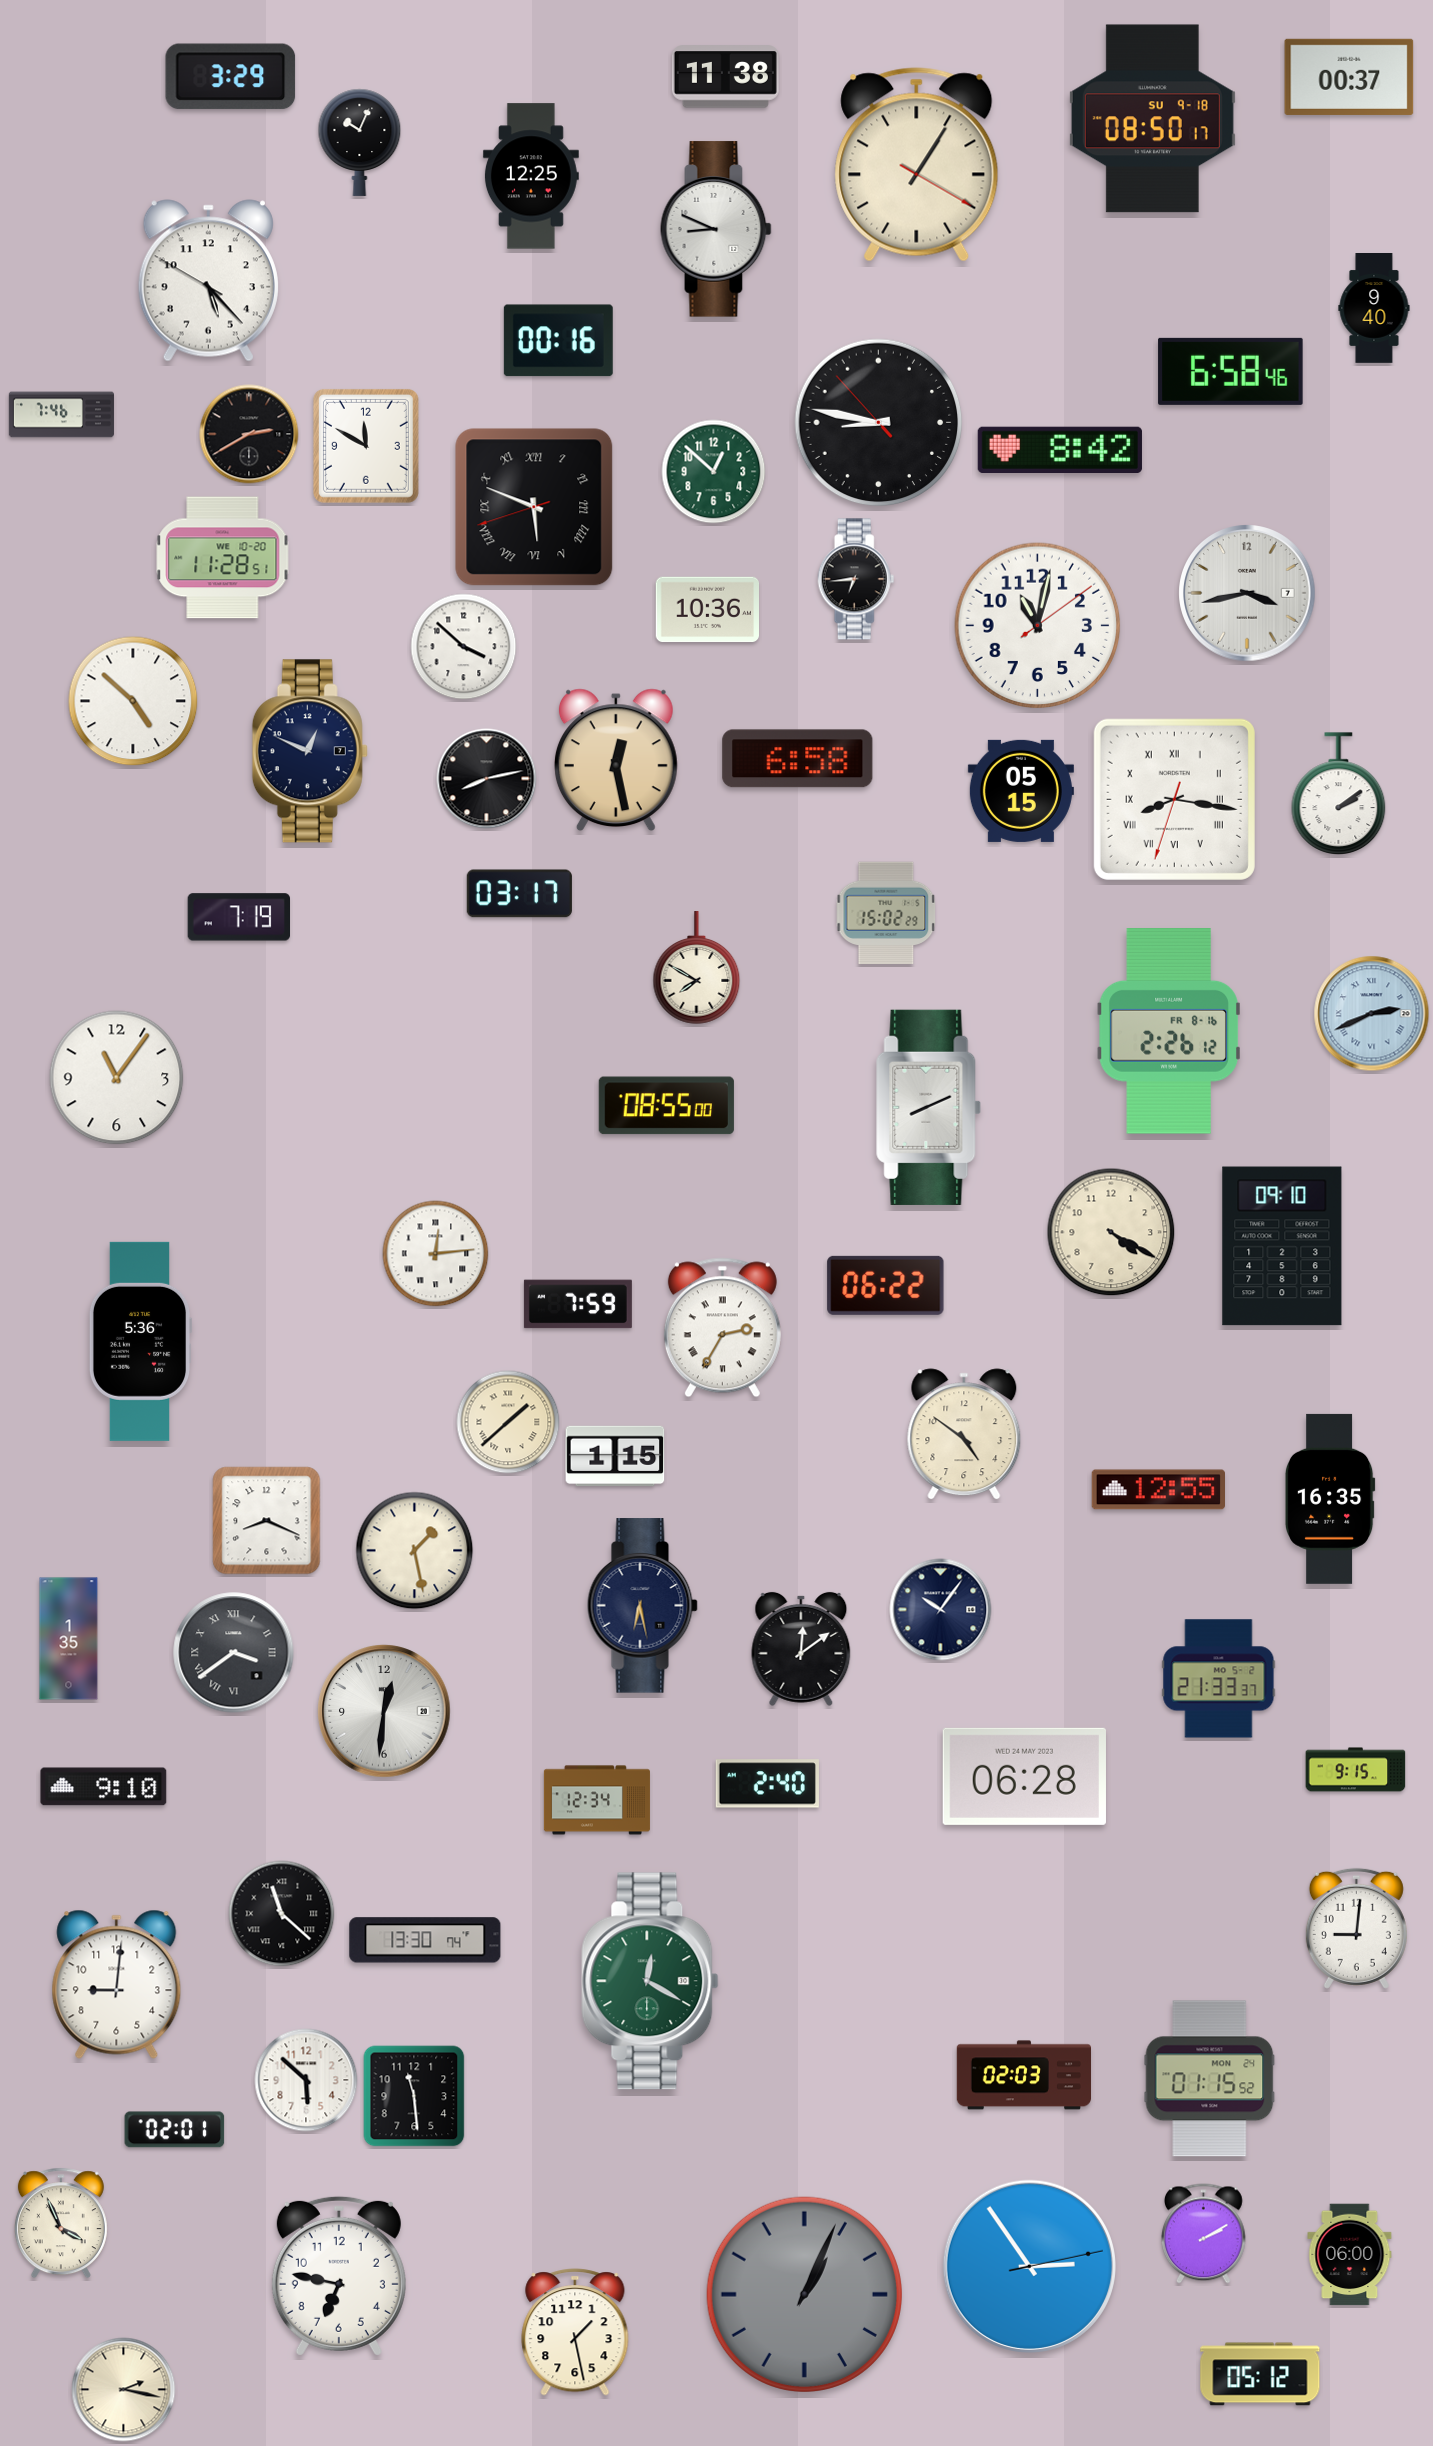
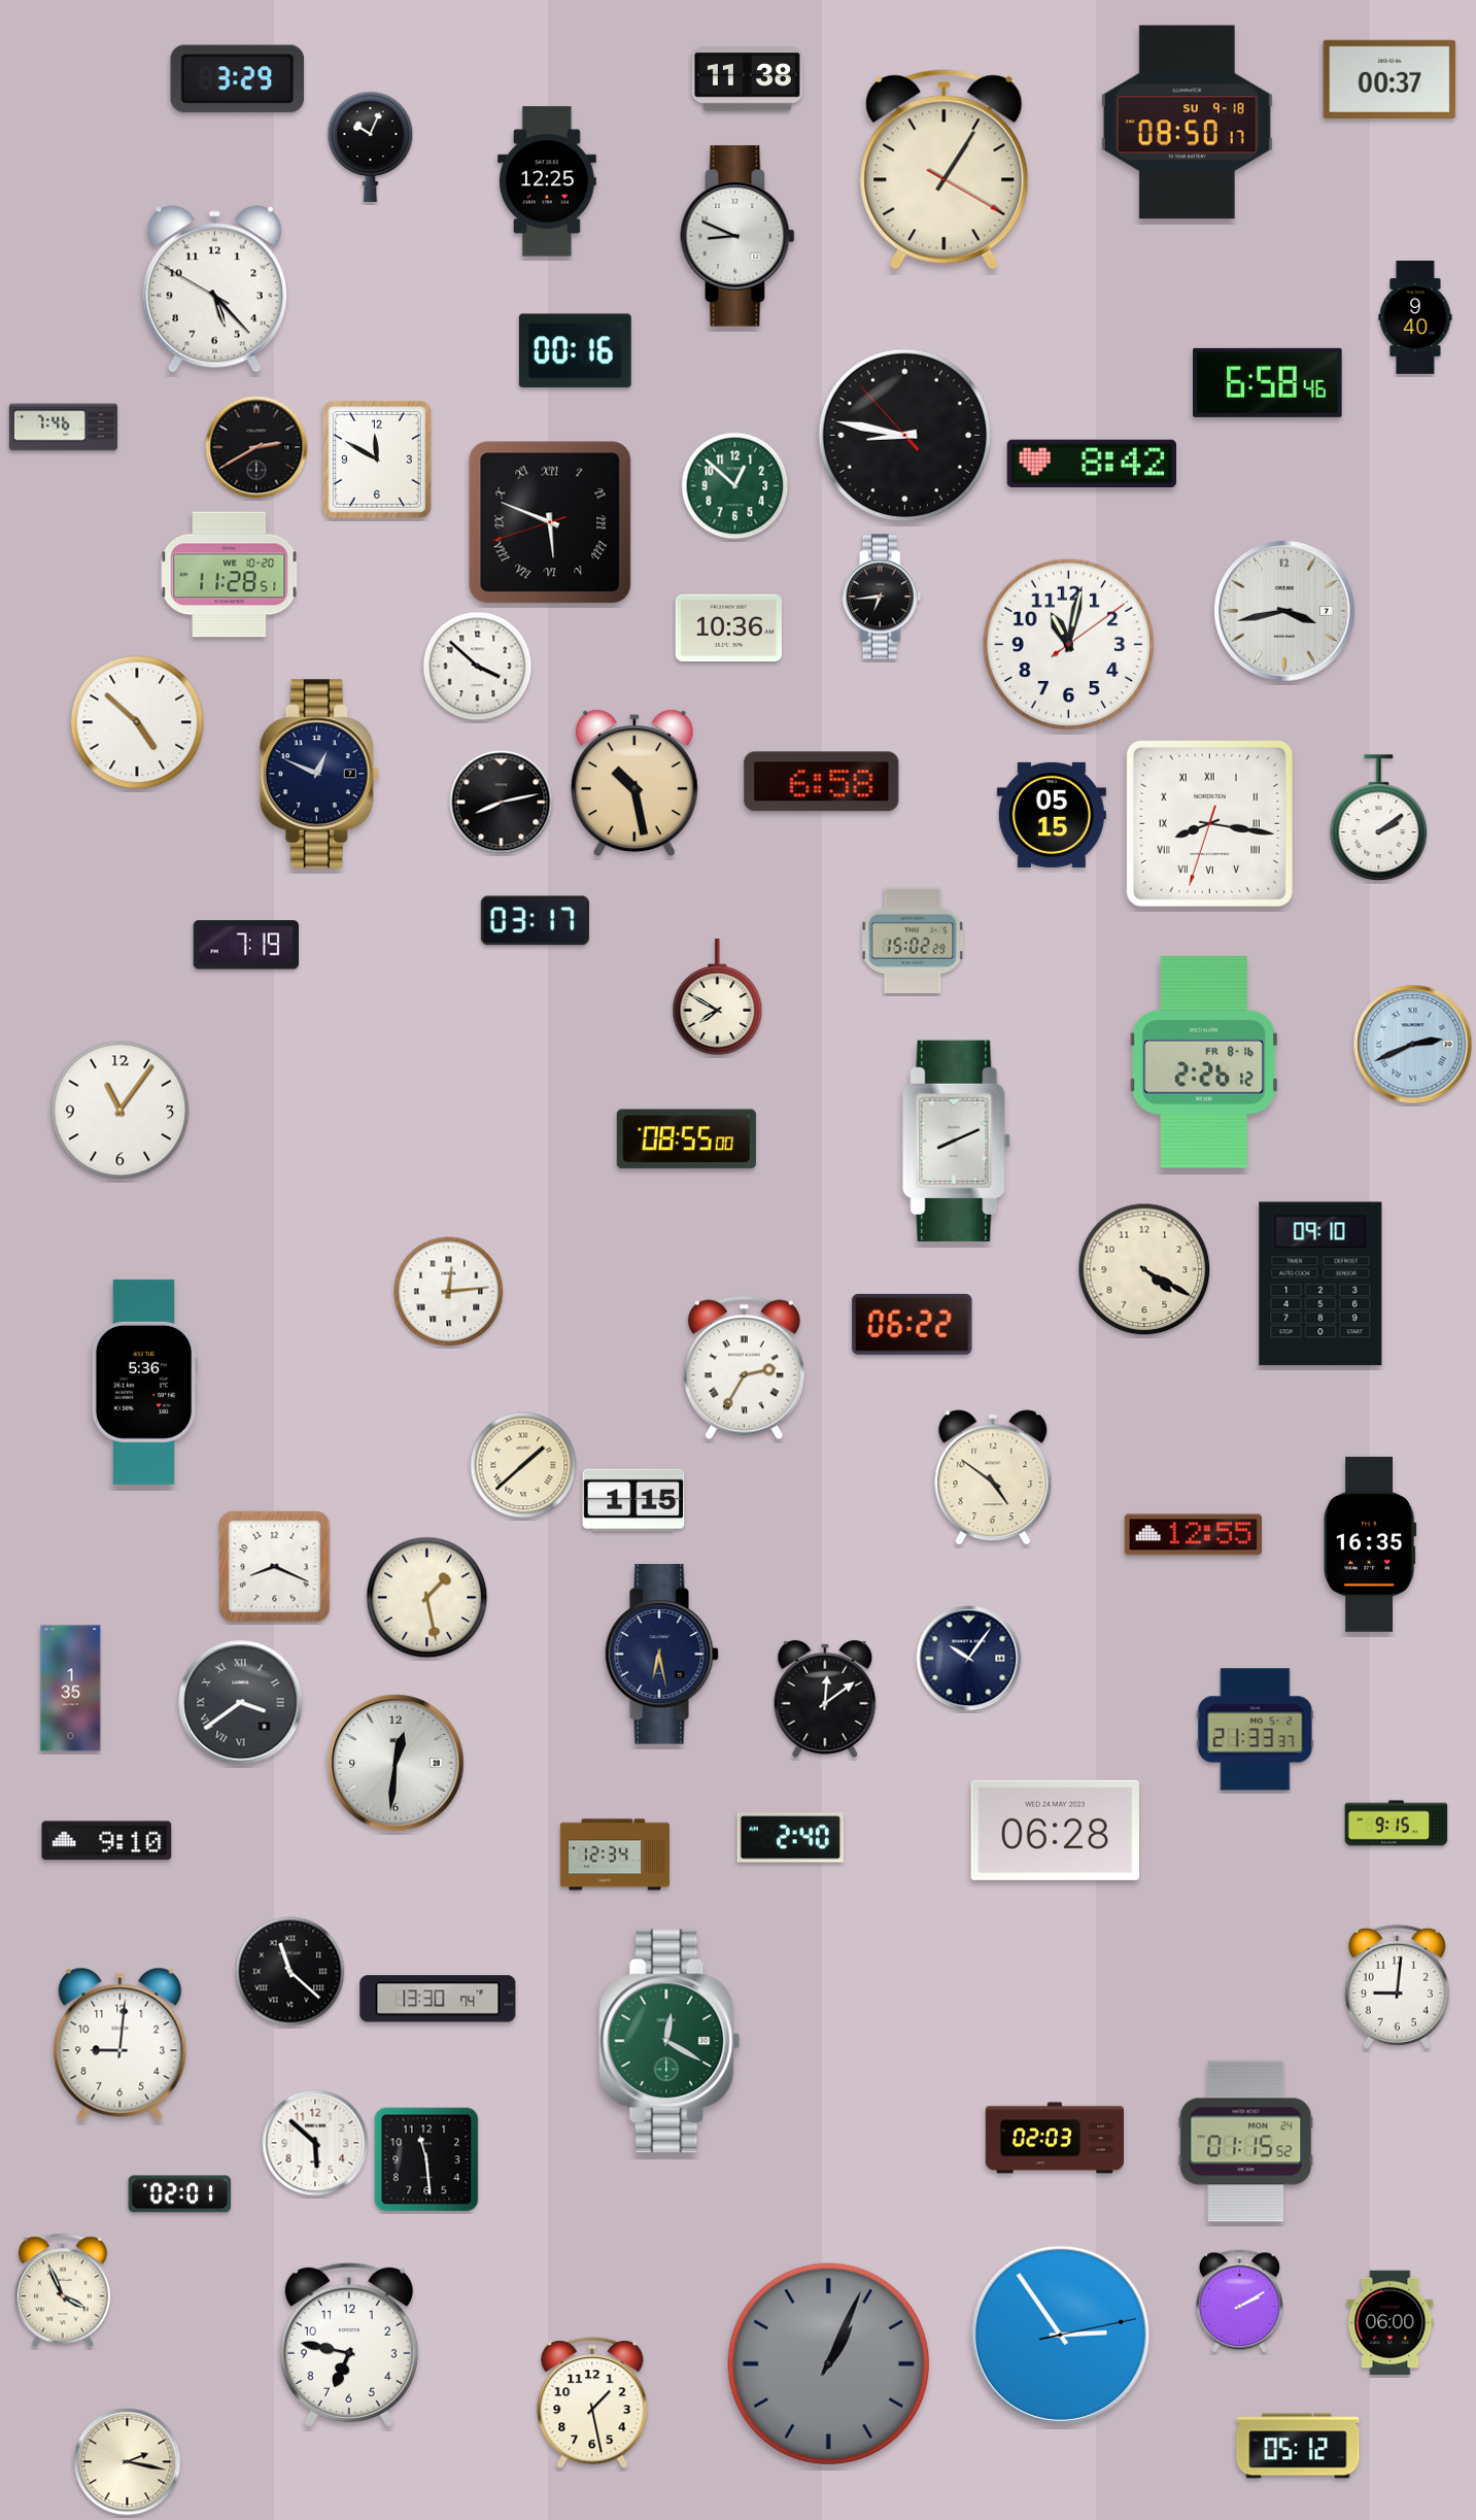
clock at (616, 760): 12:28 -> 10:28
clock at (578, 1304): 7:59 -> none
